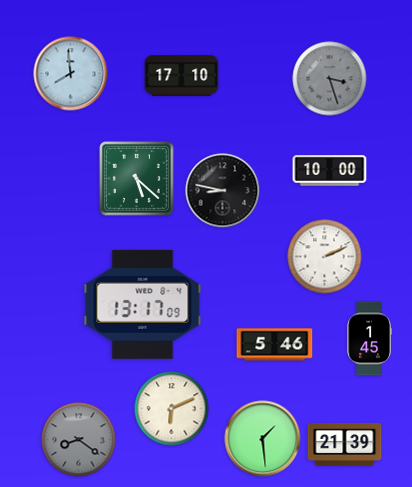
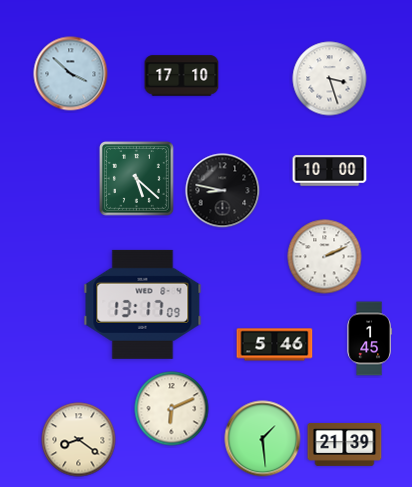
clock at (71, 74): 7:59 -> 3:52
clock at (330, 79) dial: grey -> white
clock at (79, 440) dial: grey -> cream
